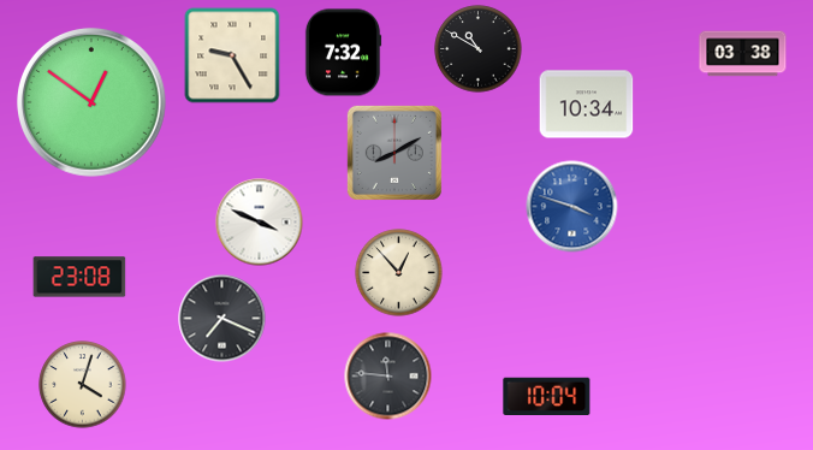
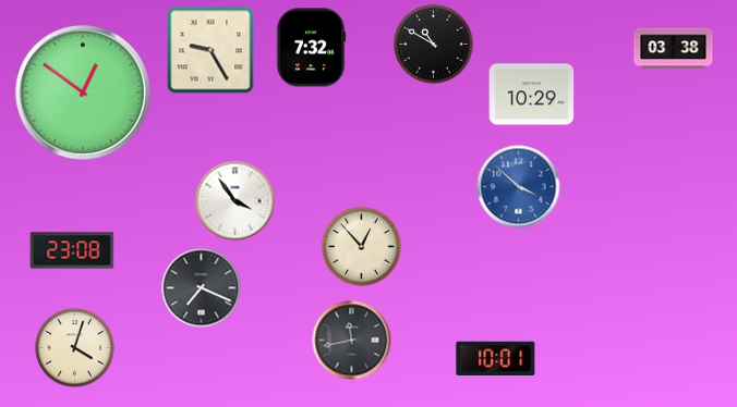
clock at (587, 105): 10:34 -> 10:29
clock at (394, 153): 8:10 -> none
clock at (572, 207): 3:48 -> 3:52
clock at (260, 223): 3:49 -> 3:54
clock at (388, 377): 11:46 -> 11:43
clock at (547, 396): 10:04 -> 10:01
